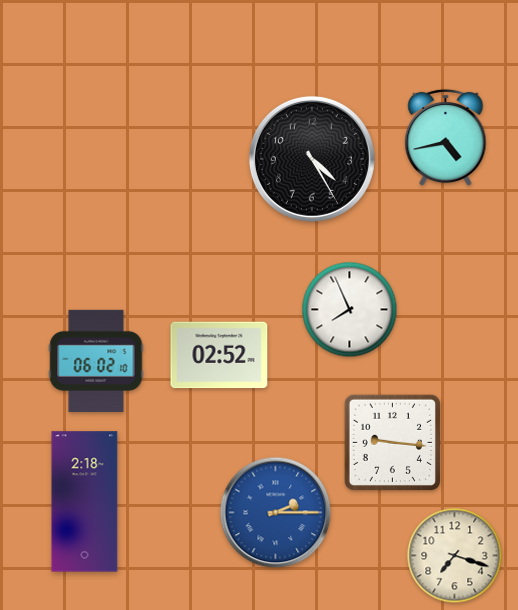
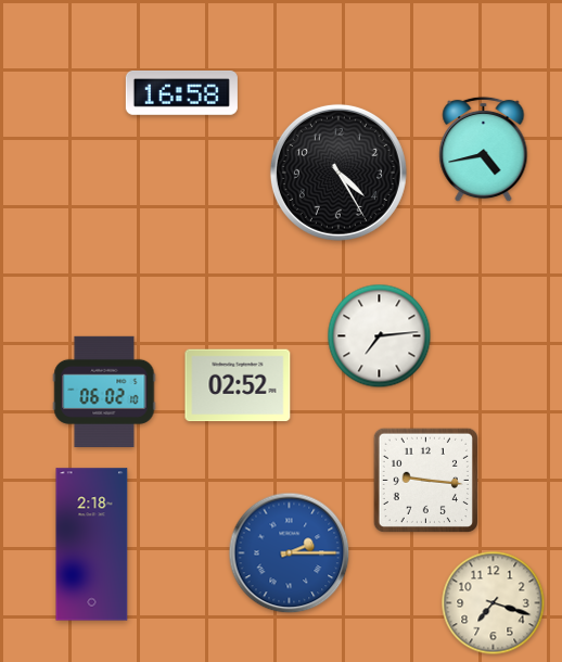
clock at (181, 93): none -> 16:58
clock at (350, 310): 7:56 -> 7:14
clock at (276, 513) position: (276, 513) -> (290, 553)
